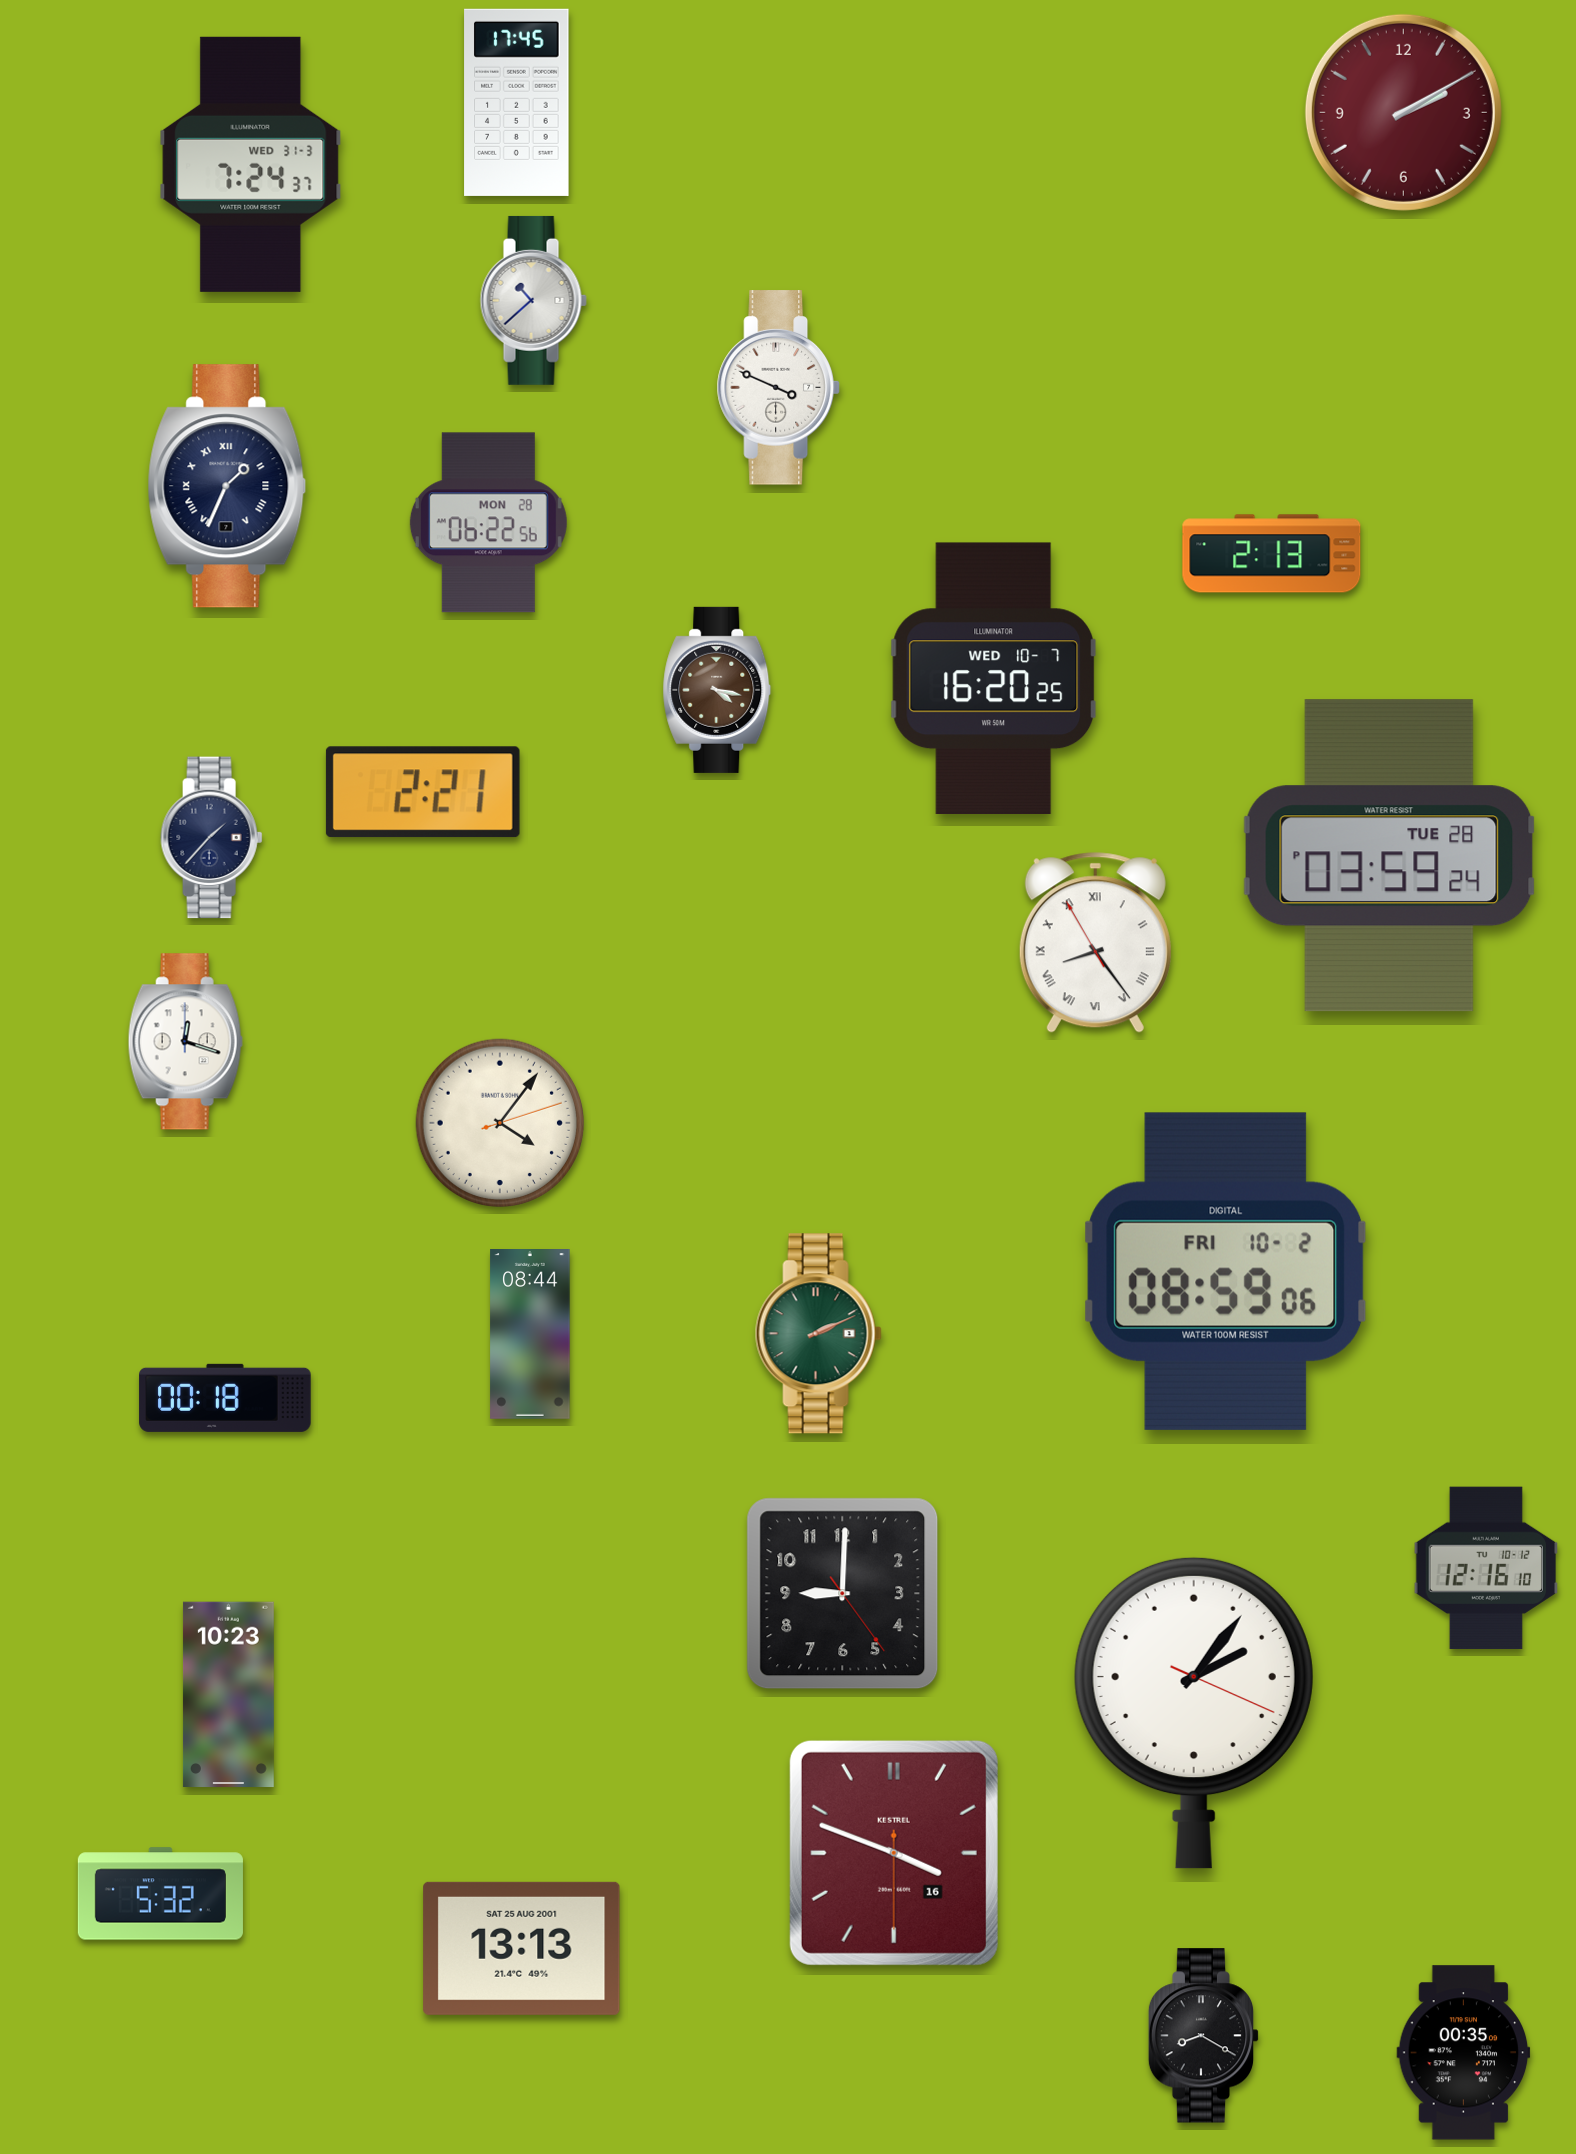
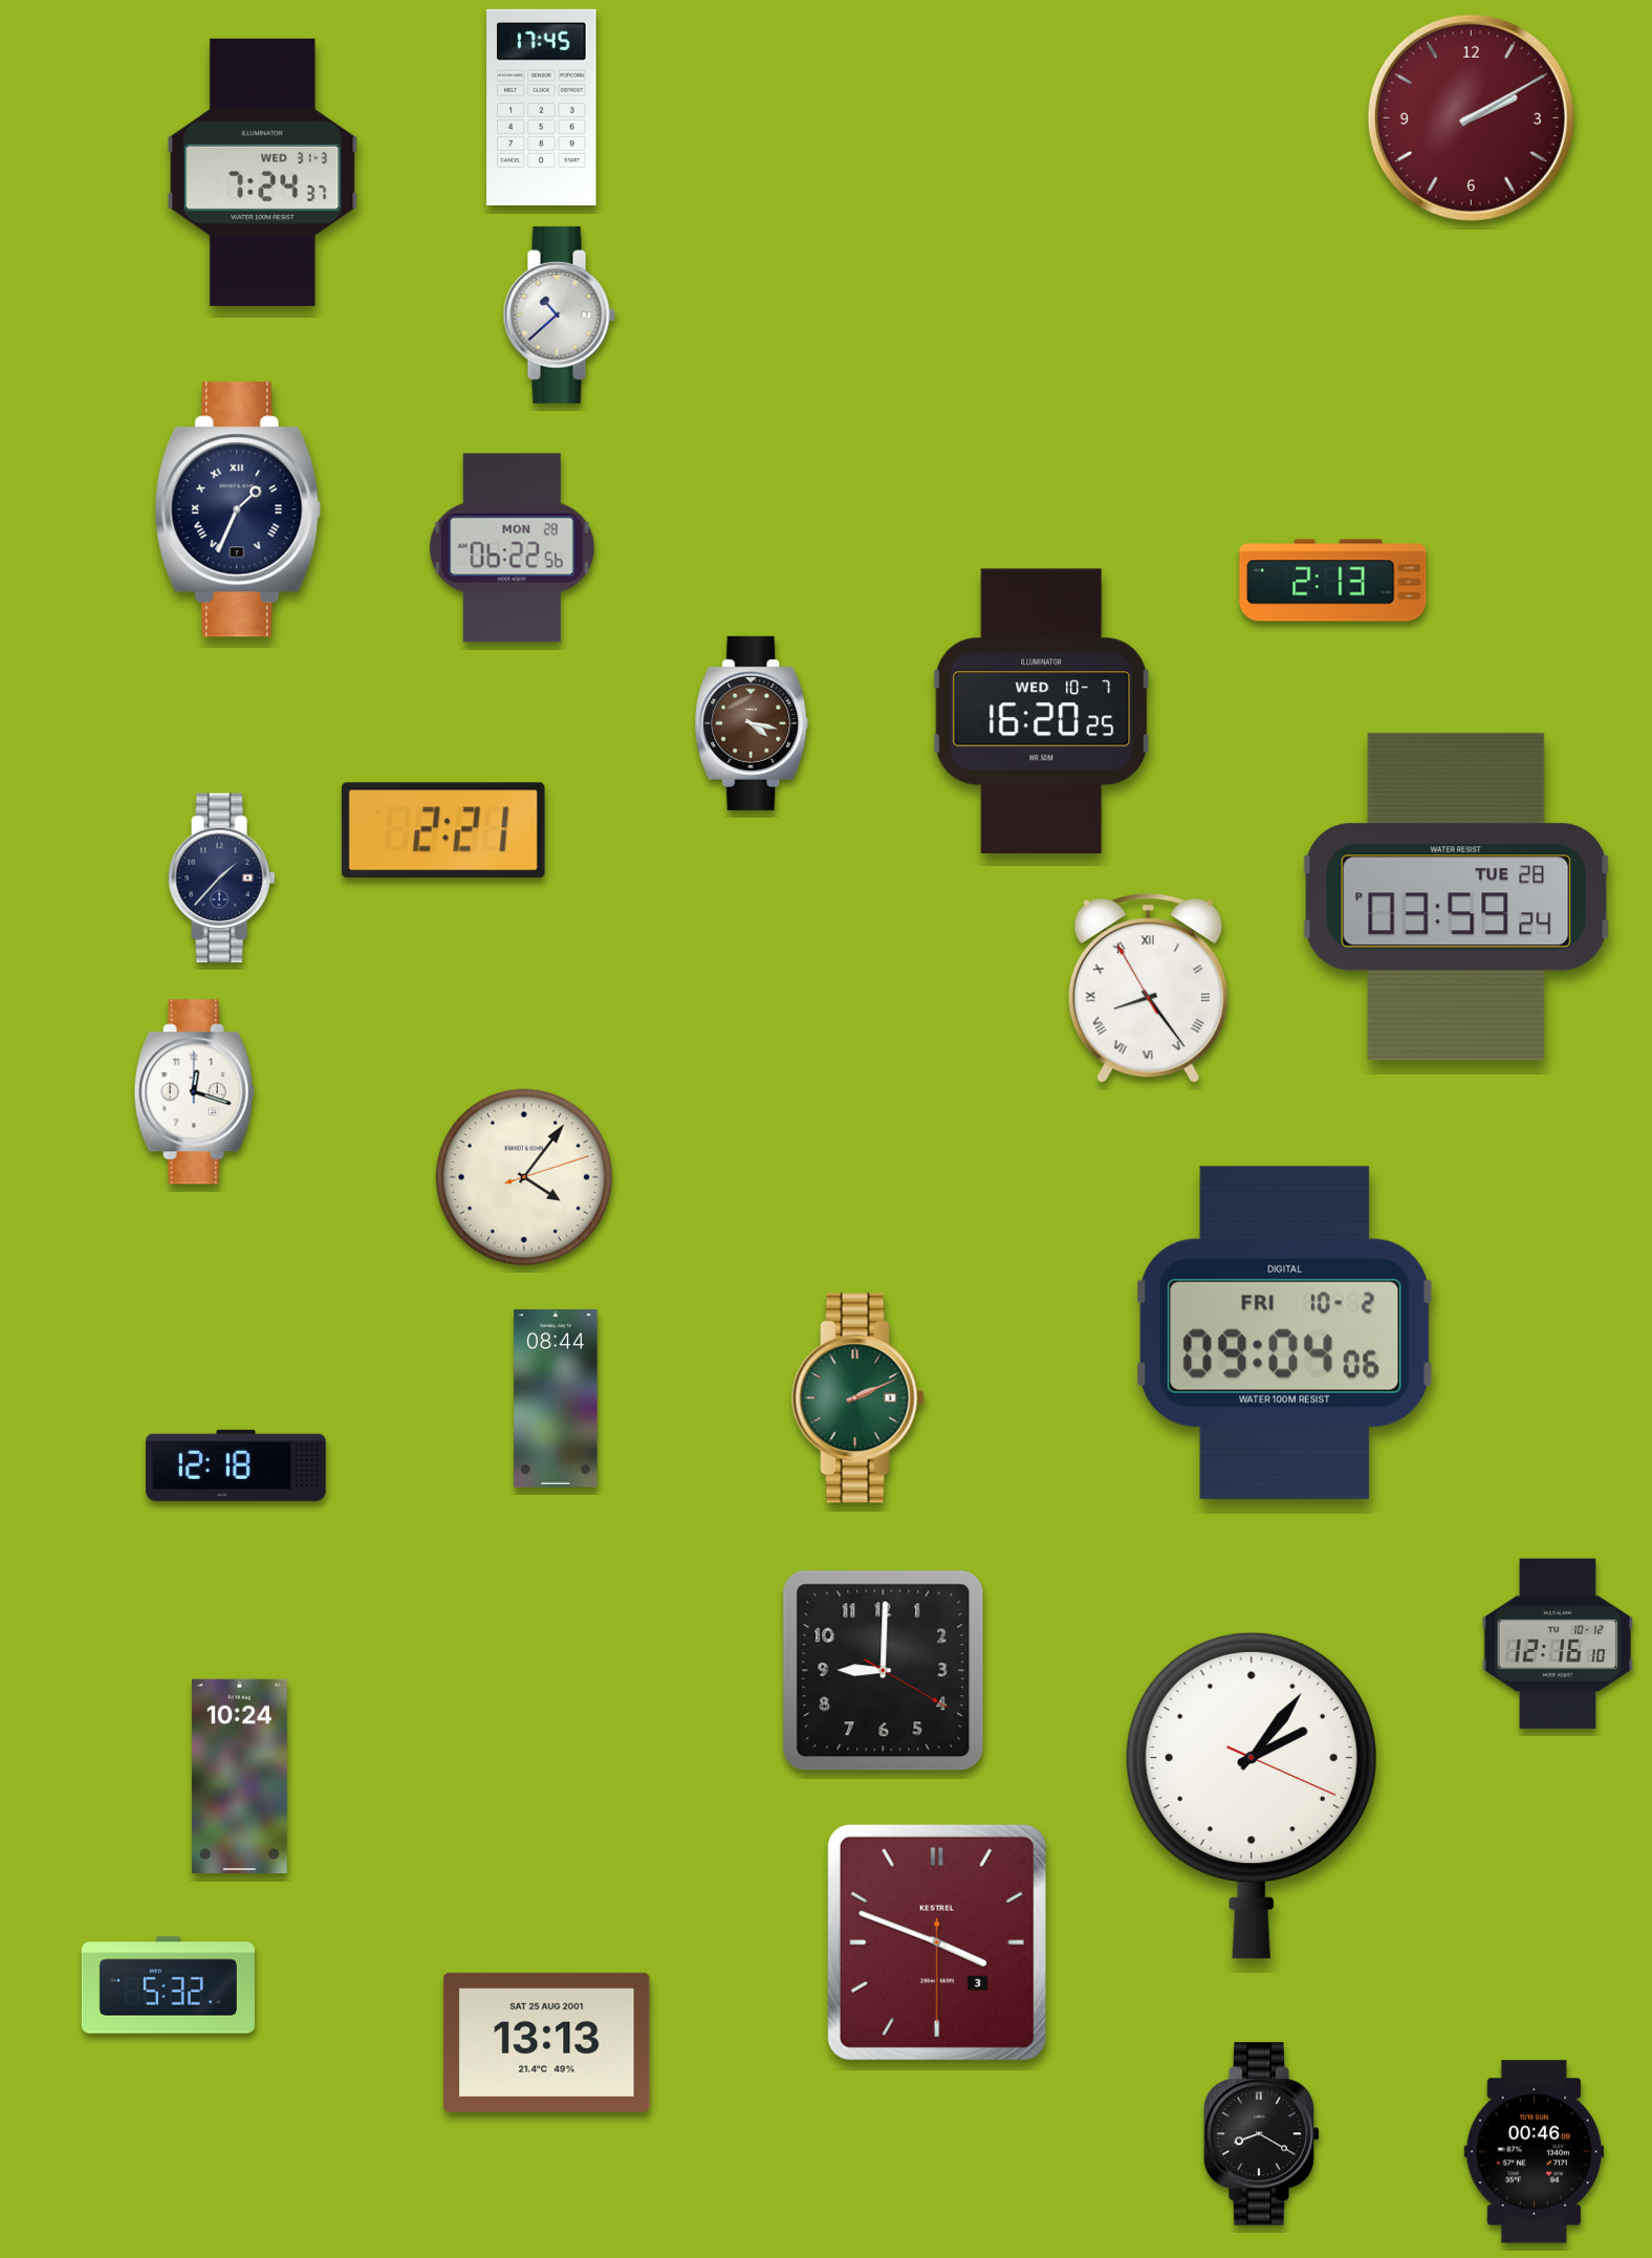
clock at (778, 388): 3:49 -> none
clock at (1226, 1271): 08:59 -> 09:04
clock at (225, 1398): 00:18 -> 12:18
clock at (843, 1594): 9:00:24 -> 9:00:20
clock at (228, 1695): 10:23 -> 10:24
clock at (894, 1853) date: 16 -> 3
clock at (1464, 2053): 00:35 -> 00:46
